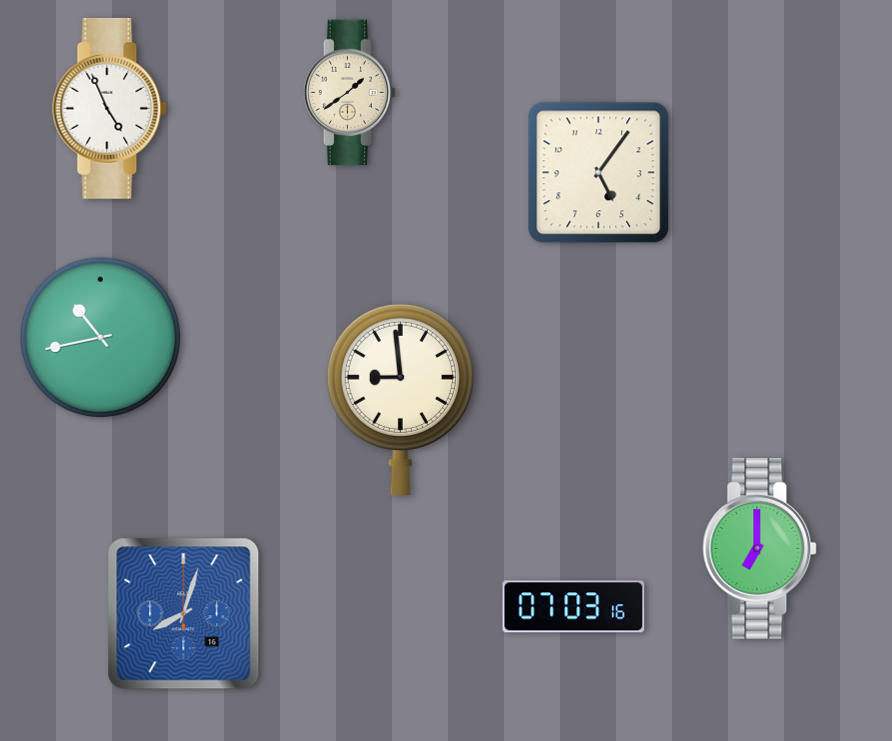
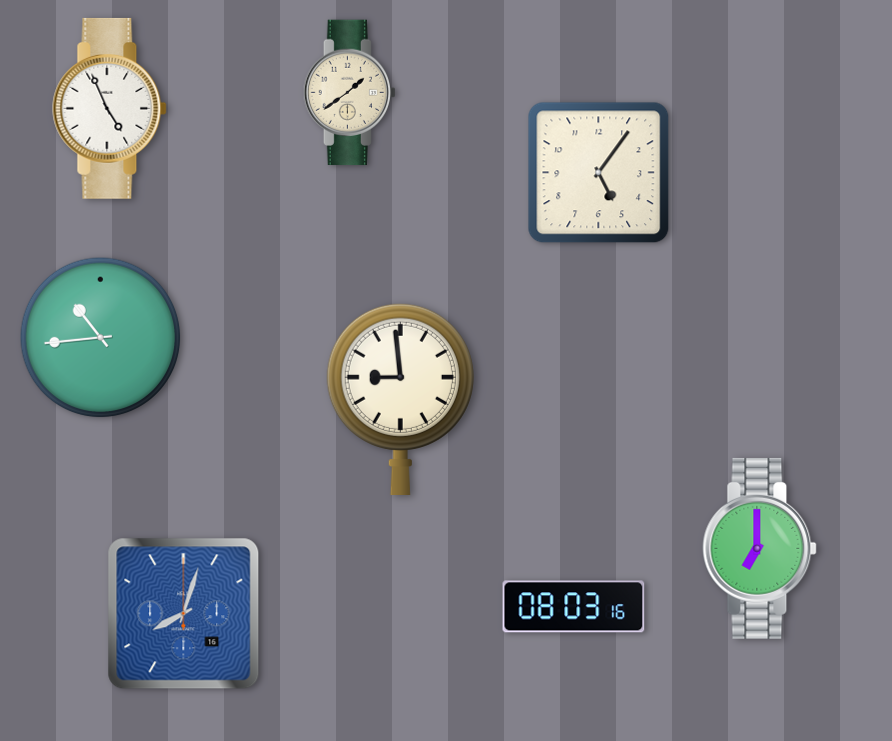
clock at (101, 338): 10:43 -> 10:44
clock at (574, 607): 07:03 -> 08:03
